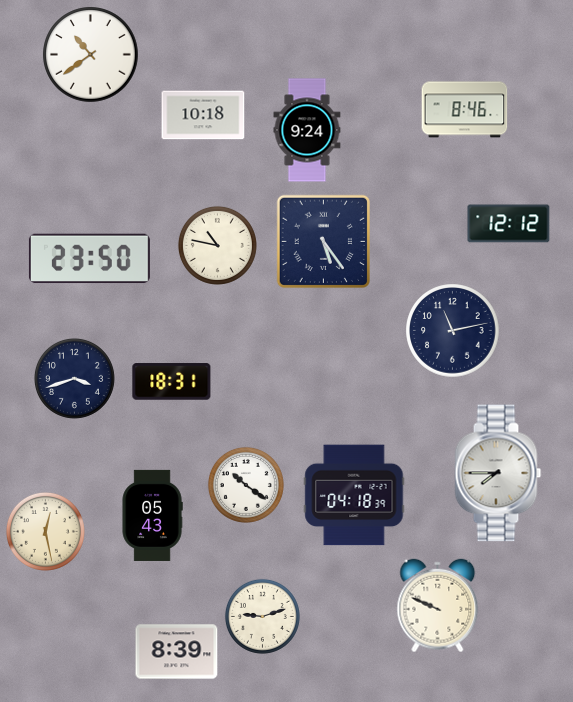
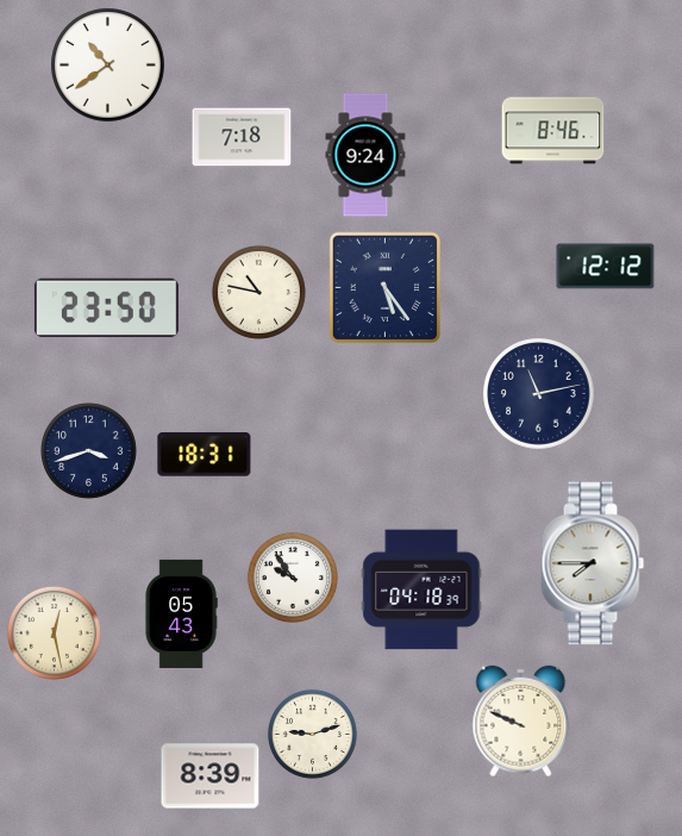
clock at (203, 115): 10:18 -> 7:18
clock at (246, 485): 10:21 -> 9:54
